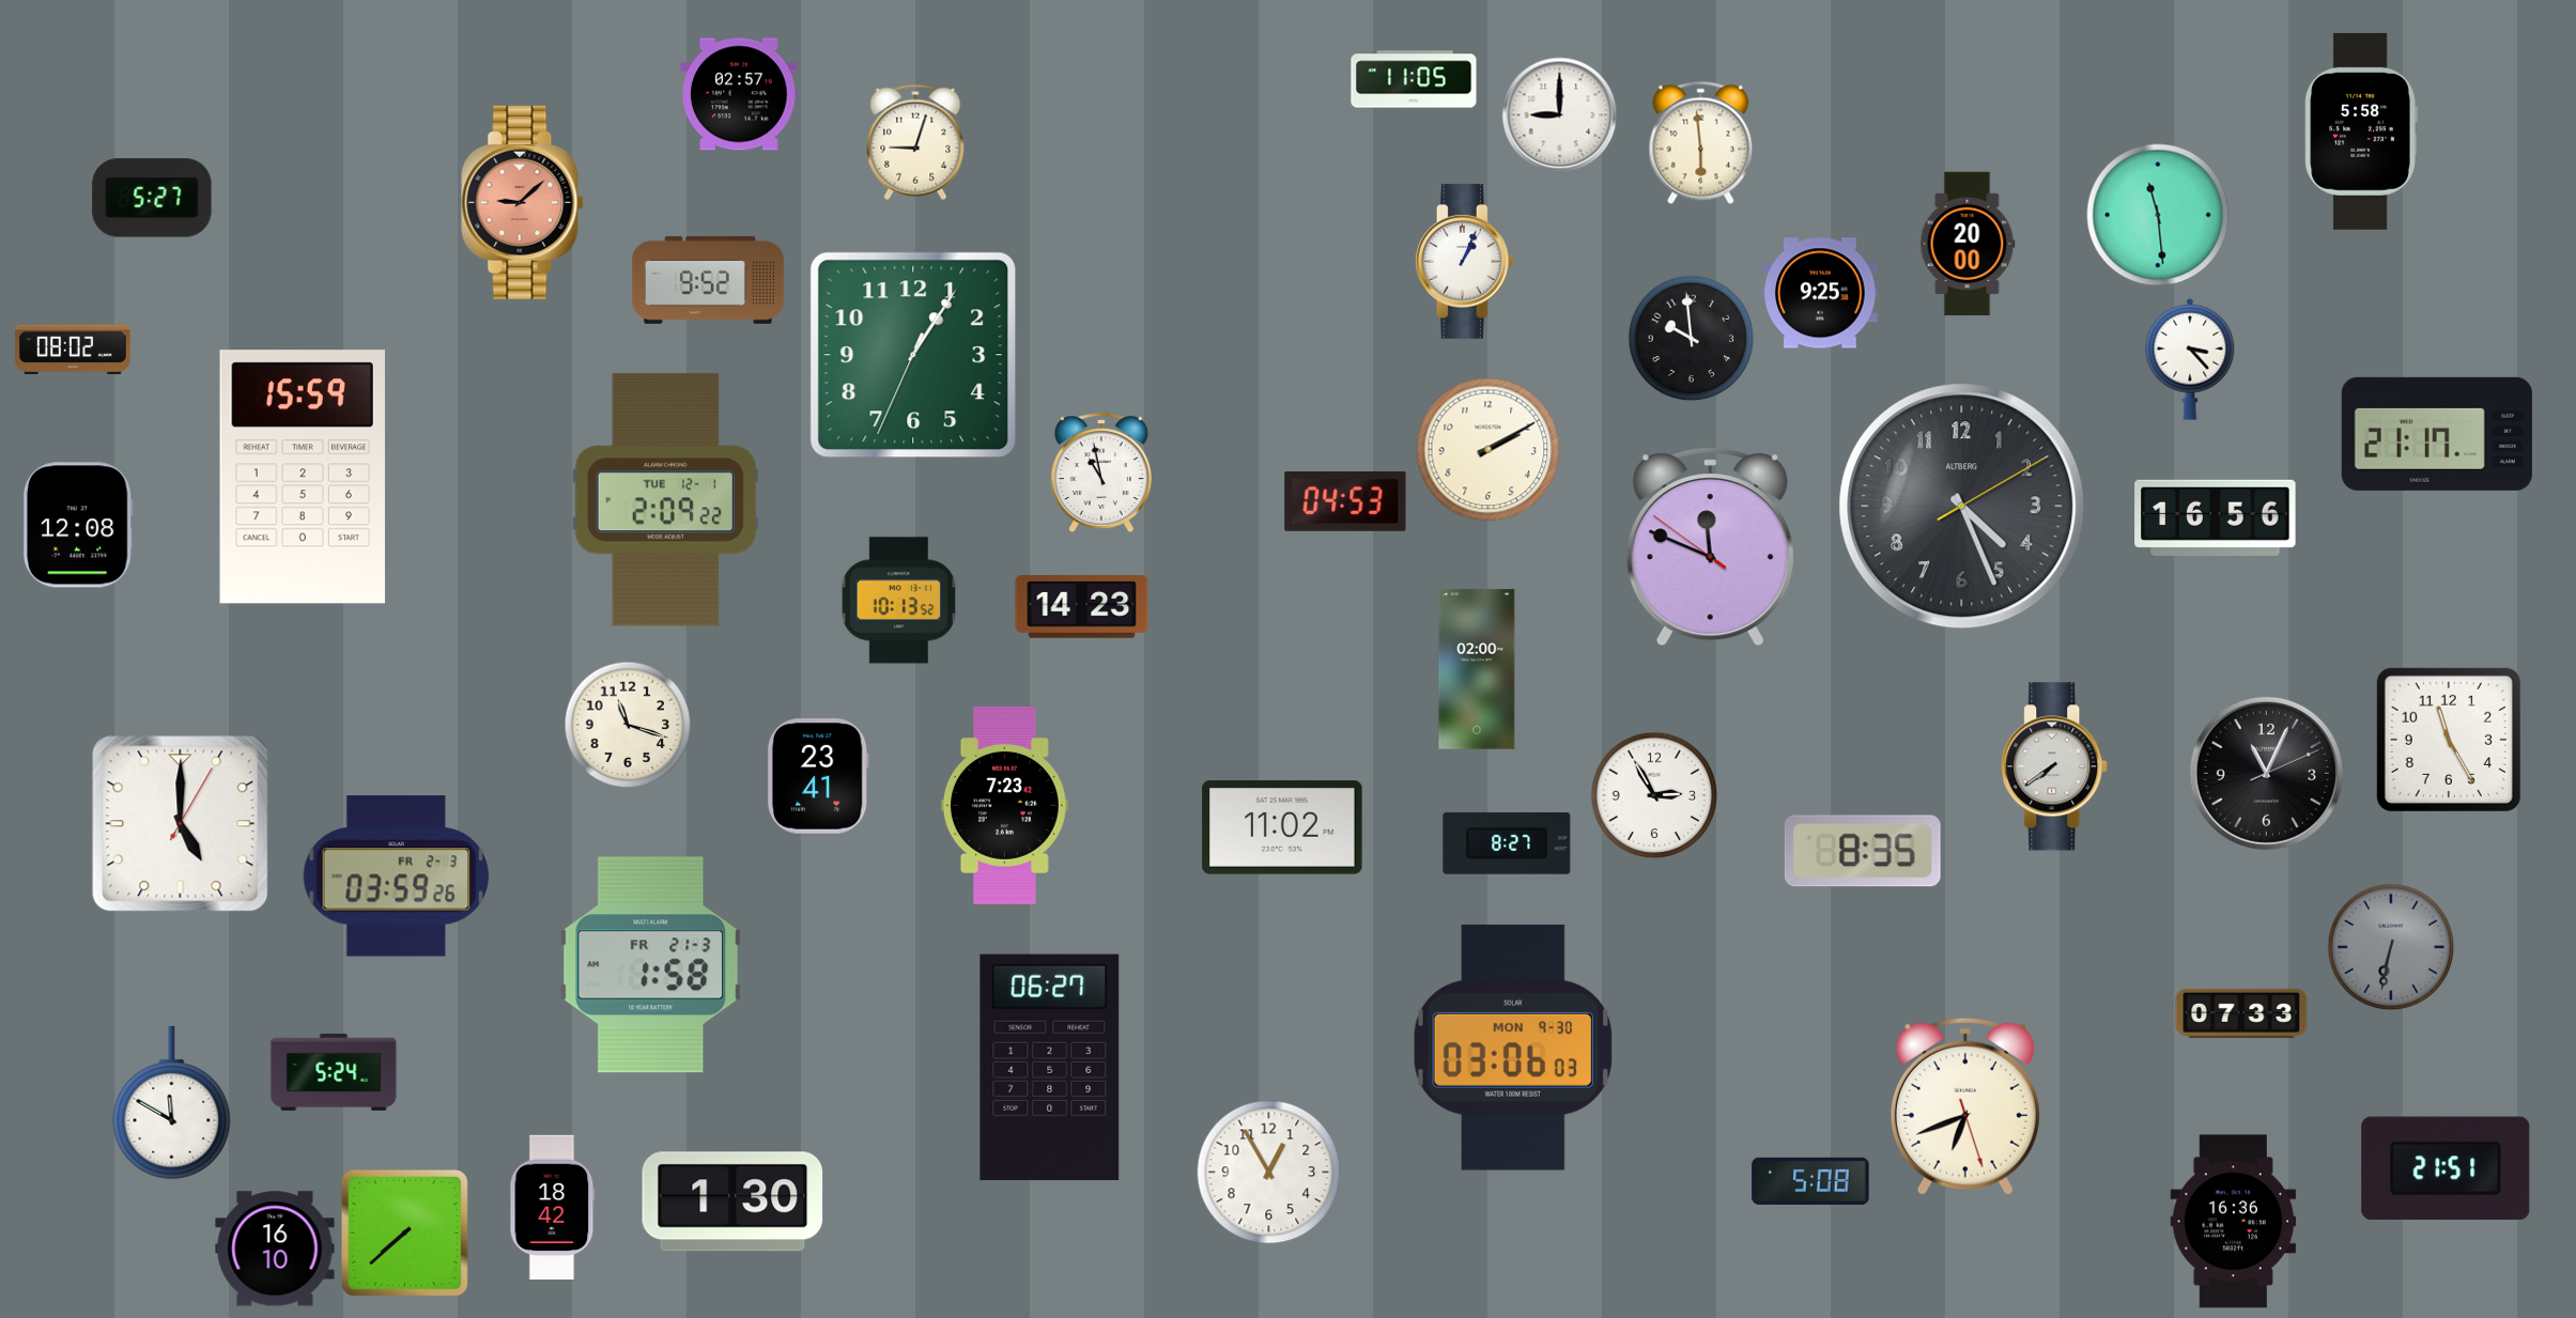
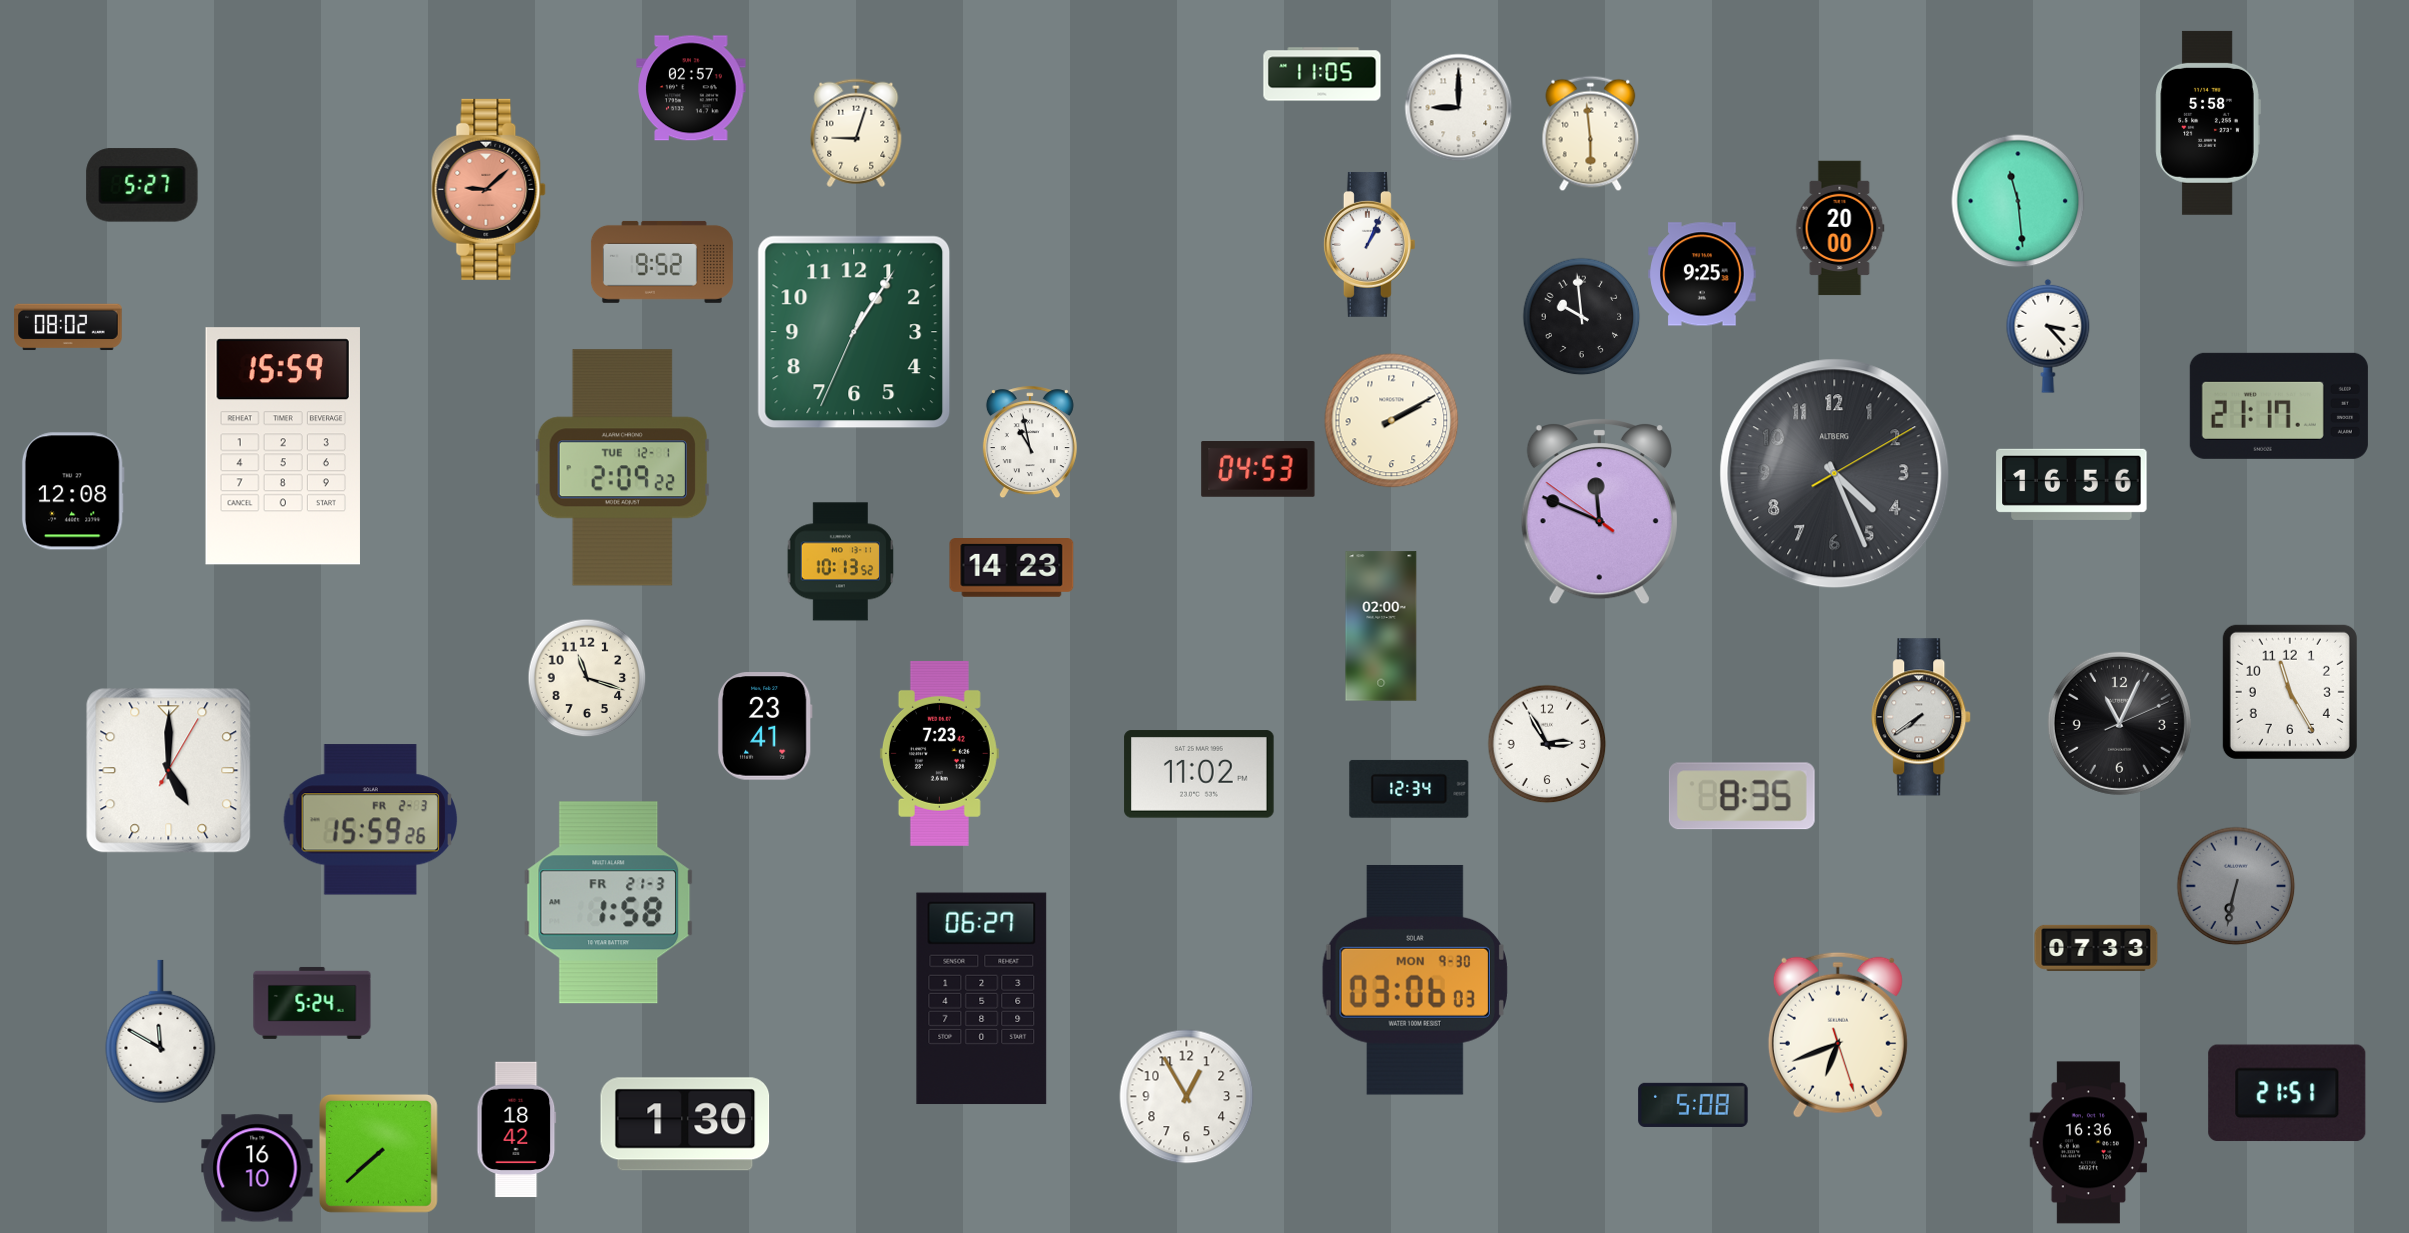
clock at (1507, 843): 8:27 -> 12:34
clock at (397, 877): 03:59 -> 15:59
